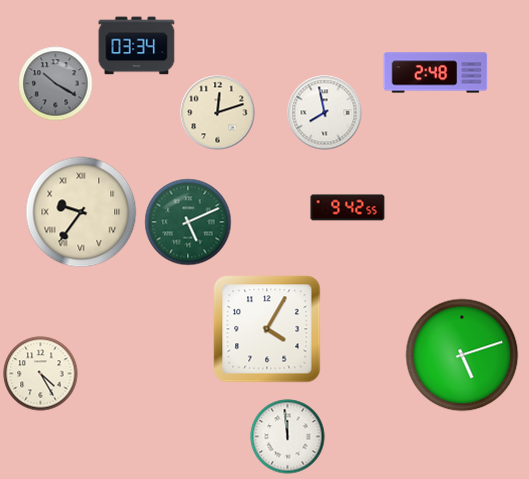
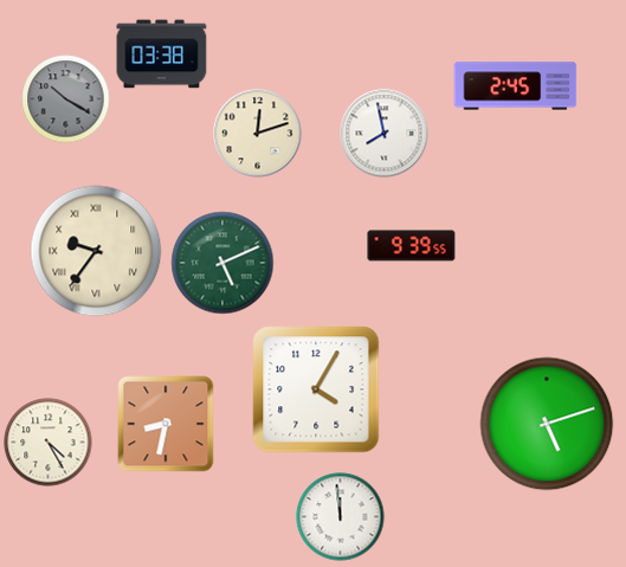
clock at (137, 46): 03:34 -> 03:38
clock at (436, 73): 2:48 -> 2:45
clock at (348, 208): 9:42 -> 9:39
clock at (462, 355) position: (462, 355) -> (547, 424)
clock at (166, 424): none -> 8:32
